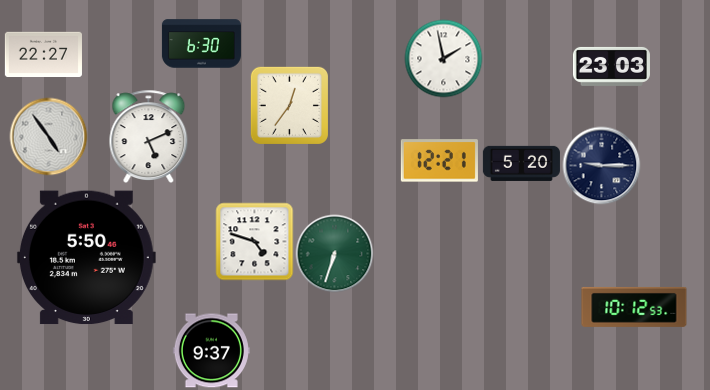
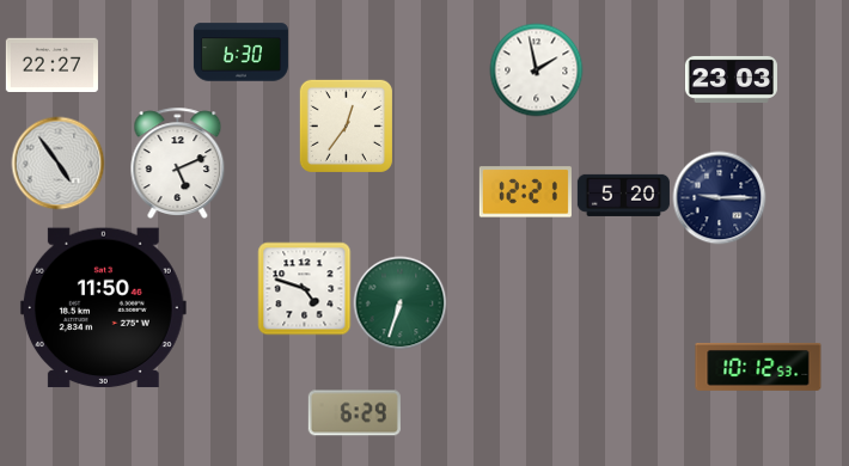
clock at (443, 58) position: (443, 58) -> (536, 69)
clock at (86, 258): 5:50 -> 11:50
clock at (354, 413): none -> 6:29
clock at (211, 351): 9:37 -> none
